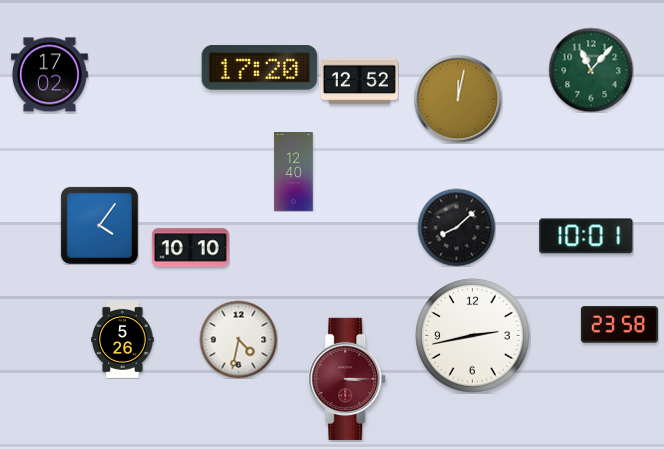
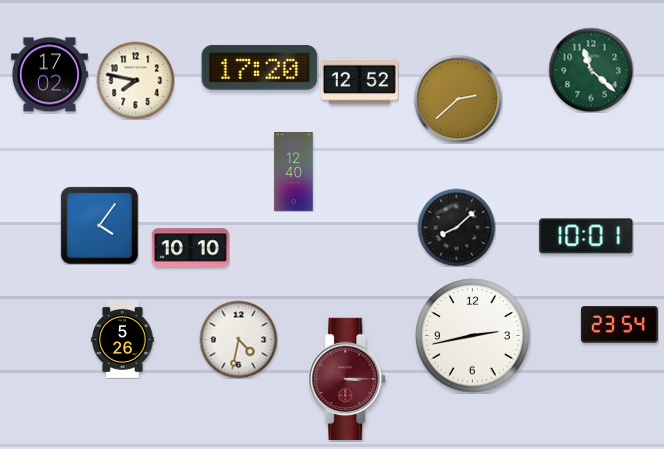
clock at (591, 70): 11:07 -> 11:22
clock at (135, 80): none -> 7:47
clock at (458, 99): 12:02 -> 2:38
clock at (619, 325): 23:58 -> 23:54
